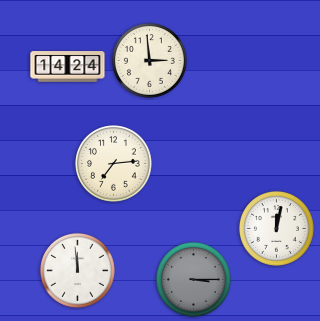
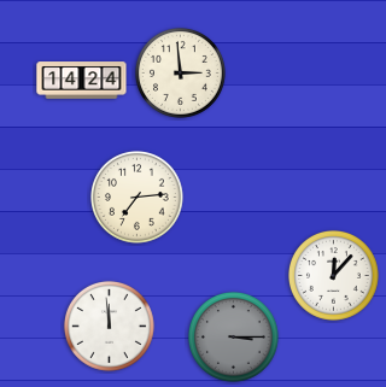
clock at (277, 229): 12:02 -> 12:07
clock at (78, 271) position: (78, 271) -> (110, 327)
